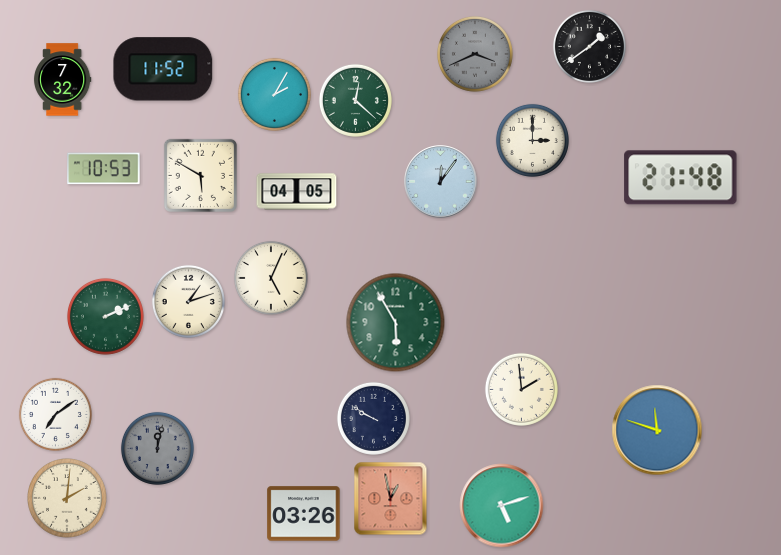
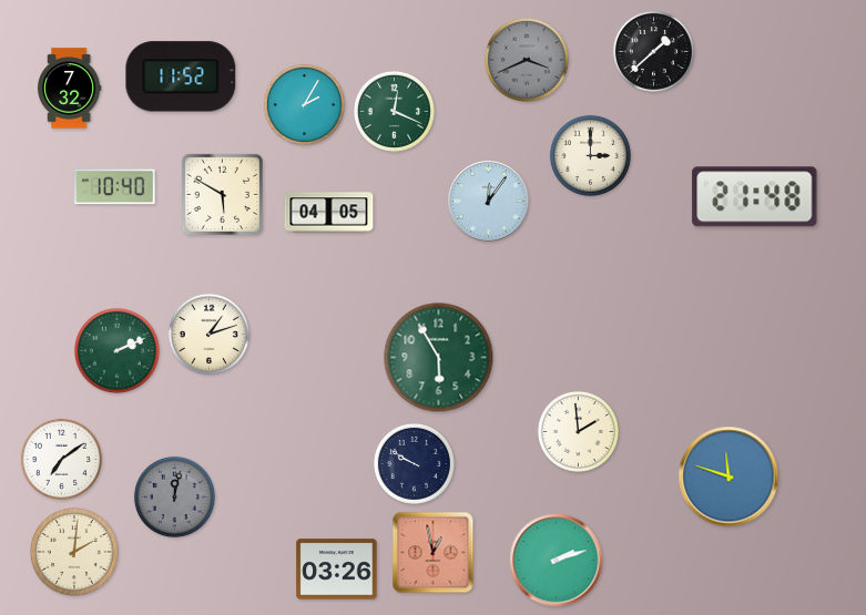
clock at (589, 46): 1:39 -> 1:38
clock at (355, 100): 12:22 -> 12:19
clock at (104, 169): 10:53 -> 10:40
clock at (271, 278): 5:04 -> none
clock at (502, 506): 5:12 -> 2:12
